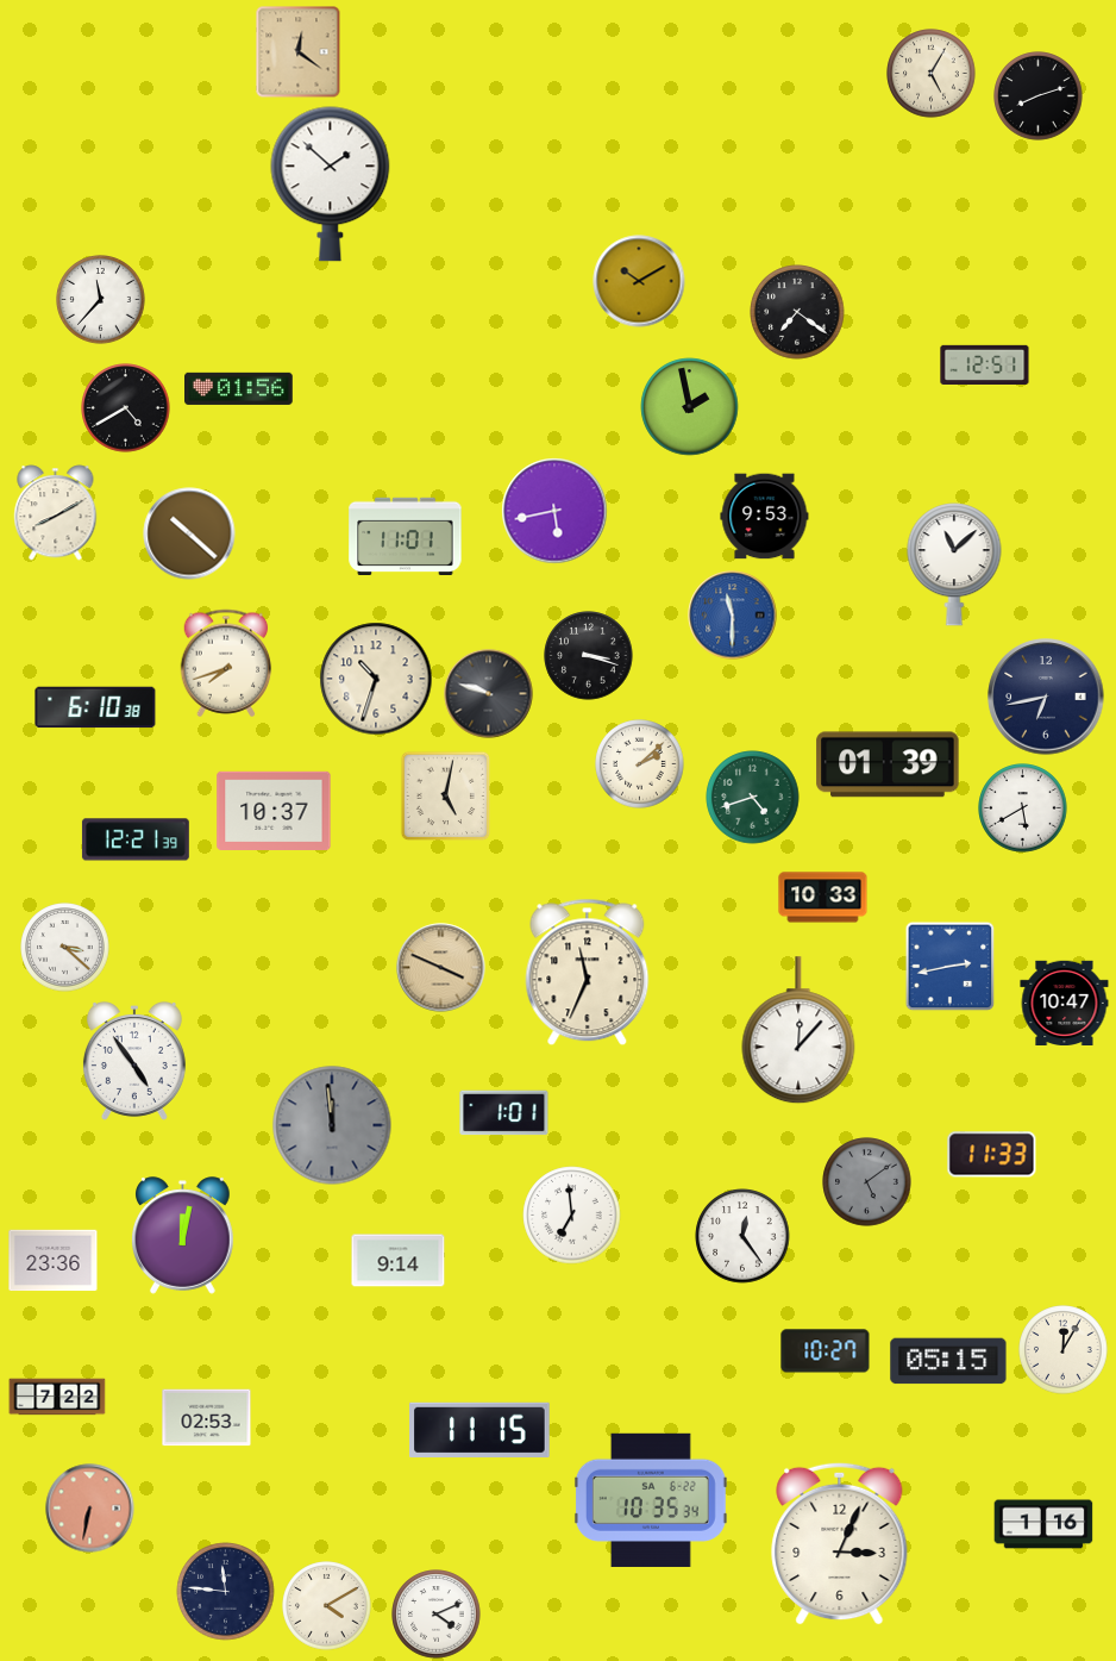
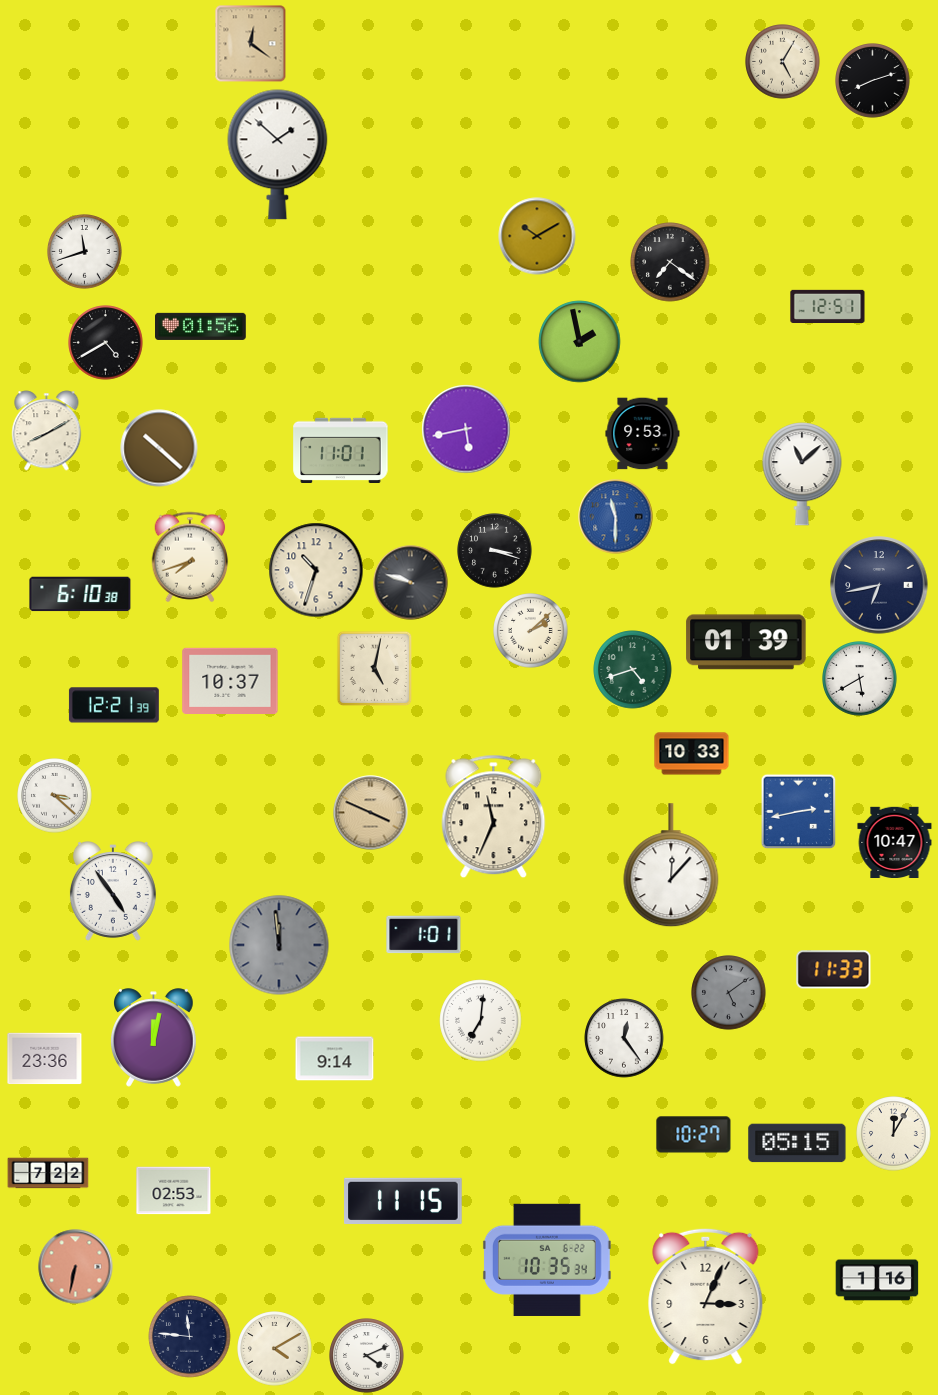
clock at (101, 300): 11:37 -> 11:42
clock at (640, 764) position: (640, 764) -> (531, 631)
clock at (572, 1216): 6:59 -> 7:01
